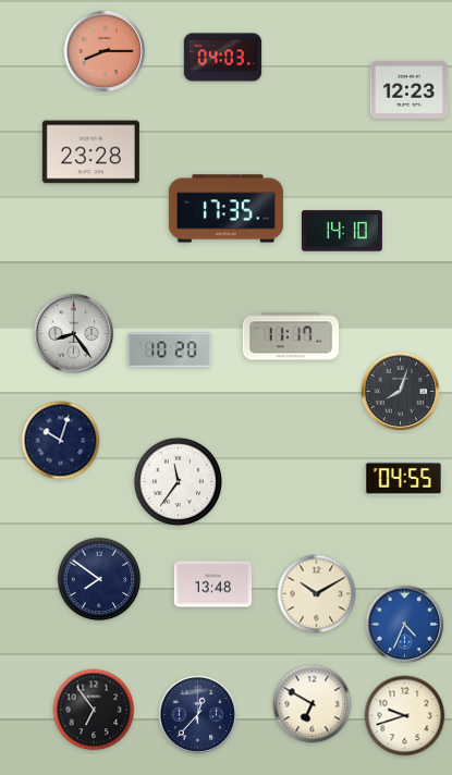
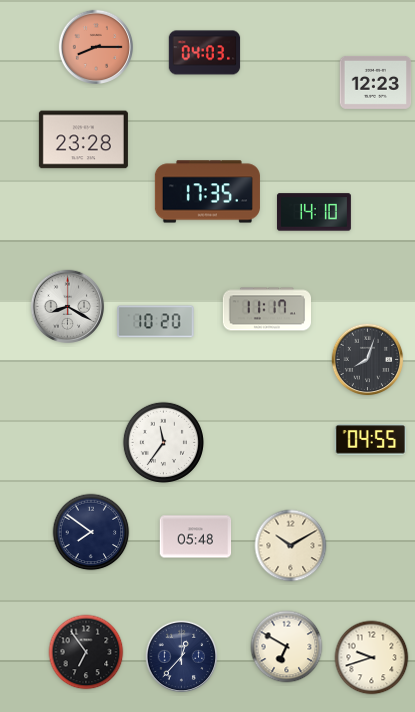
clock at (74, 334): 8:24 -> 8:20
clock at (61, 441): 10:03 -> none
clock at (213, 585): 13:48 -> 05:48
clock at (405, 625): 4:34 -> none
